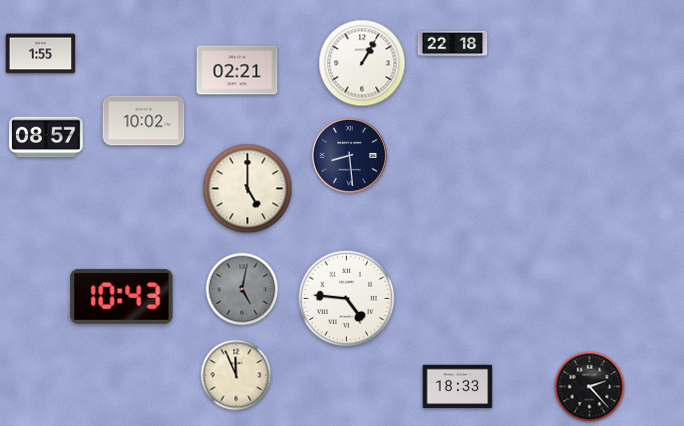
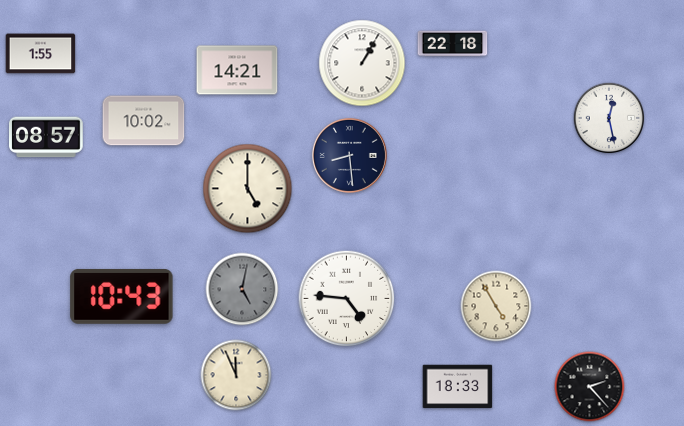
clock at (237, 70): 02:21 -> 14:21
clock at (609, 118): none -> 12:28
clock at (496, 306): none -> 4:55
